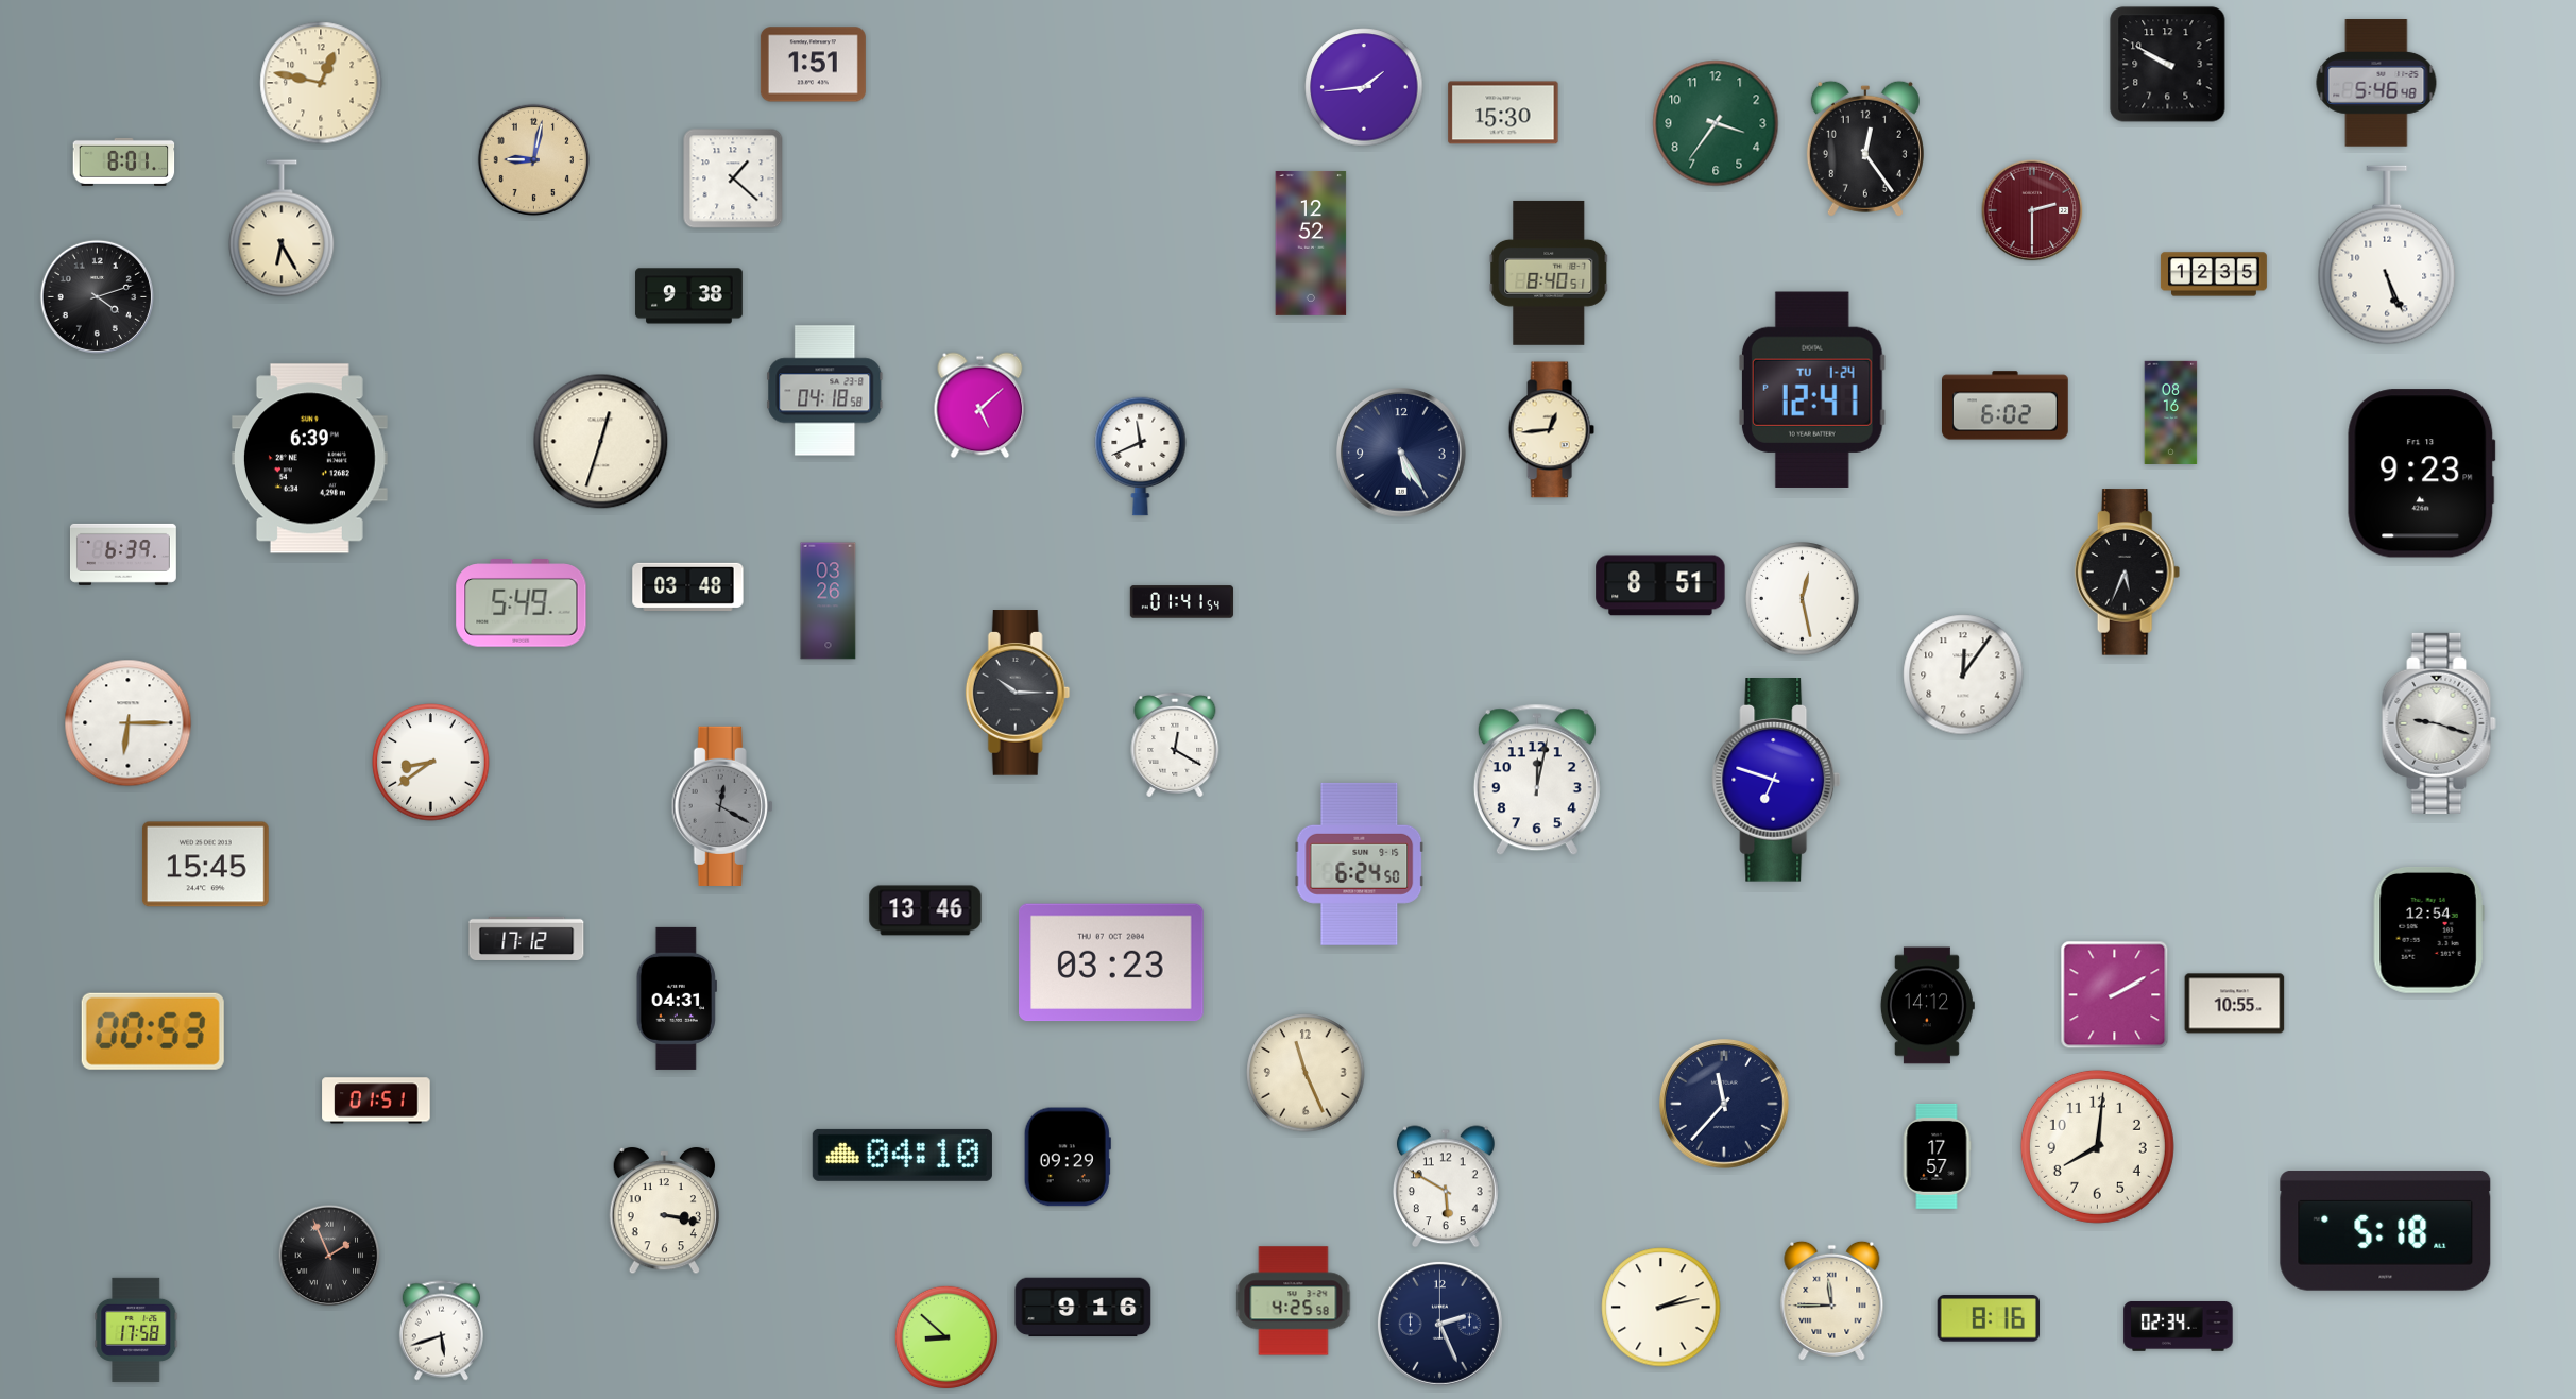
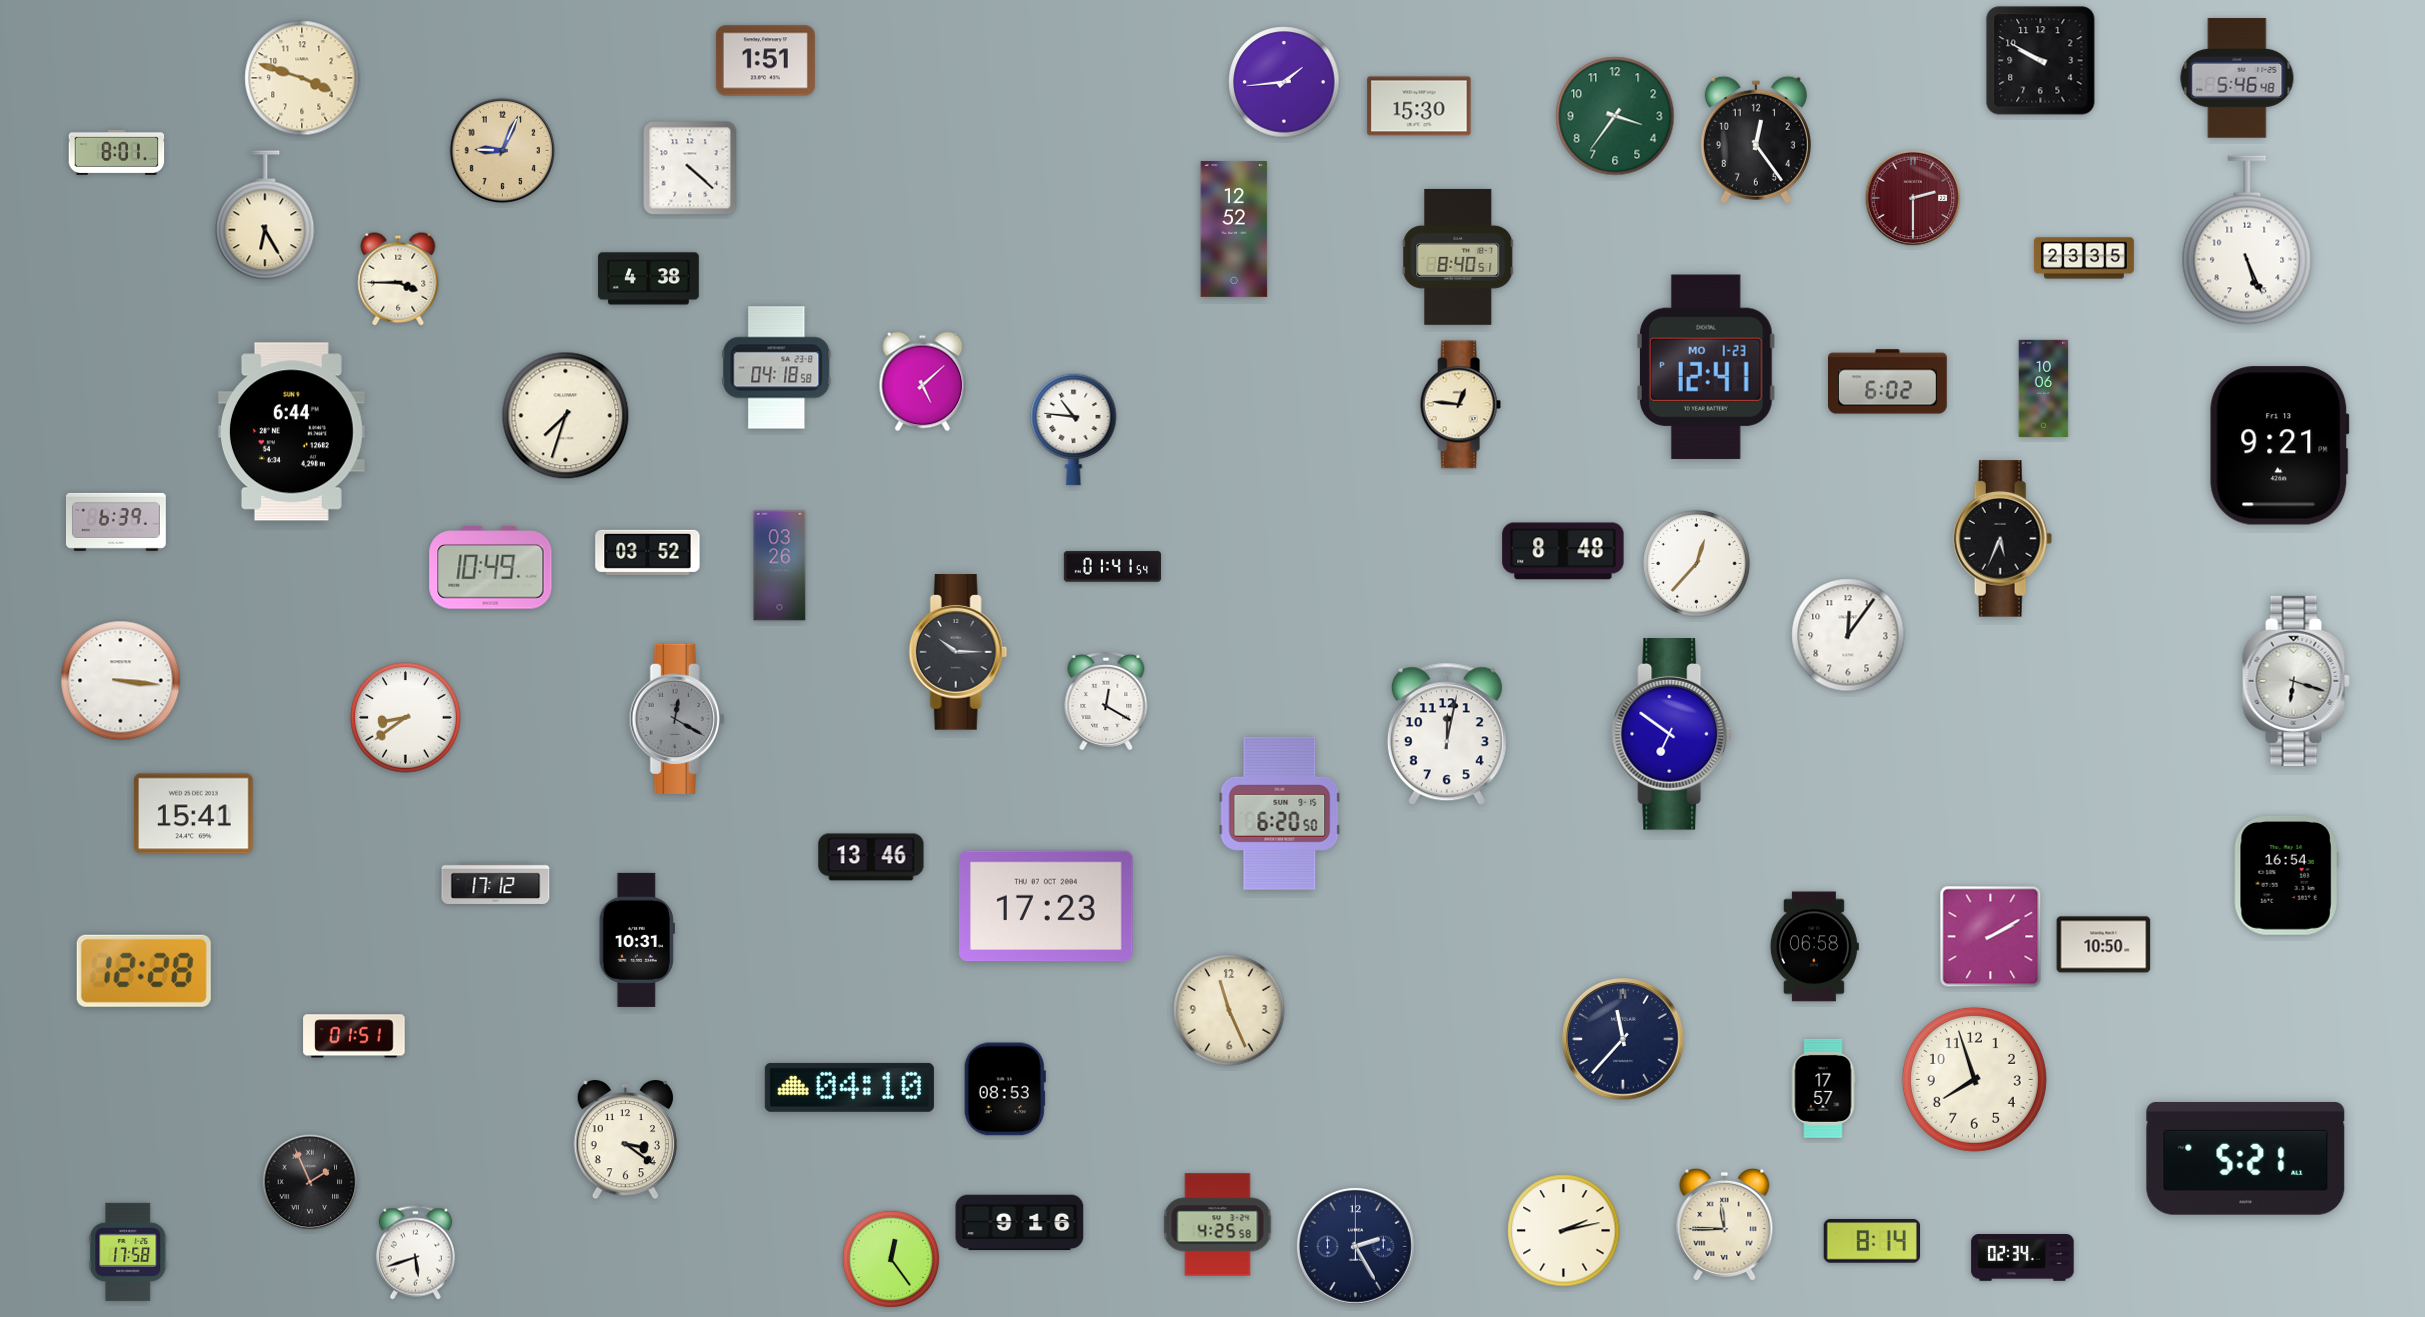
clock at (321, 83): 12:47 -> 3:48
clock at (1503, 113) position: (1503, 113) -> (1419, 106)
clock at (533, 159): 9:02 -> 9:04
clock at (733, 178): 1:22 -> 4:22
clock at (2214, 274): 12:35 -> 23:35
clock at (97, 296): 4:12 -> none
clock at (398, 279): none -> 3:45
clock at (689, 296): 9:38 -> 4:38
clock at (1812, 390) date: TU 1-24 -> MO 1-23
clock at (2171, 412): 08:16 -> 10:06
clock at (1551, 430): 12:44 -> 12:46
clock at (601, 442): 12:33 -> 7:33
clock at (1402, 454): 5:25 -> none
clock at (1141, 456): 11:41 -> 10:46
clock at (309, 459): 6:39 -> 6:44
clock at (2422, 474): 9:23 -> 9:21
clock at (1660, 585): 8:51 -> 8:48
clock at (688, 586): 03:48 -> 03:52
clock at (1803, 599): 12:28 -> 12:37
clock at (522, 603): 5:49 -> 10:49
clock at (129, 723): 6:15 -> 3:16
clock at (2439, 723): 9:18 -> 6:18
clock at (1776, 781): 6:48 -> 6:51
clock at (722, 806) position: (722, 806) -> (677, 719)
clock at (1360, 864): 6:24 -> 6:20
clock at (206, 865): 15:45 -> 15:41
clock at (2428, 929): 12:54 -> 16:54
clock at (1112, 962): 03:23 -> 17:23
clock at (677, 999): 04:31 -> 10:31
clock at (2235, 1004): 10:55 -> 10:50
clock at (1927, 1006): 14:12 -> 06:58
clock at (153, 1031): 00:53 -> 12:28
clock at (2097, 1146): 8:01 -> 7:57
clock at (1068, 1157): 09:29 -> 08:53
clock at (1447, 1187): 5:50 -> none
clock at (665, 1211): 3:17 -> 3:21
clock at (2386, 1231): 5:18 -> 5:21
clock at (1084, 1308) position: (1084, 1308) -> (1020, 1223)
clock at (1988, 1318): 8:16 -> 8:14
clock at (1439, 1324): 2:26 -> 2:25
clock at (2179, 1327) position: (2179, 1327) -> (2023, 1258)
clock at (946, 1337): 8:52 -> 12:24
